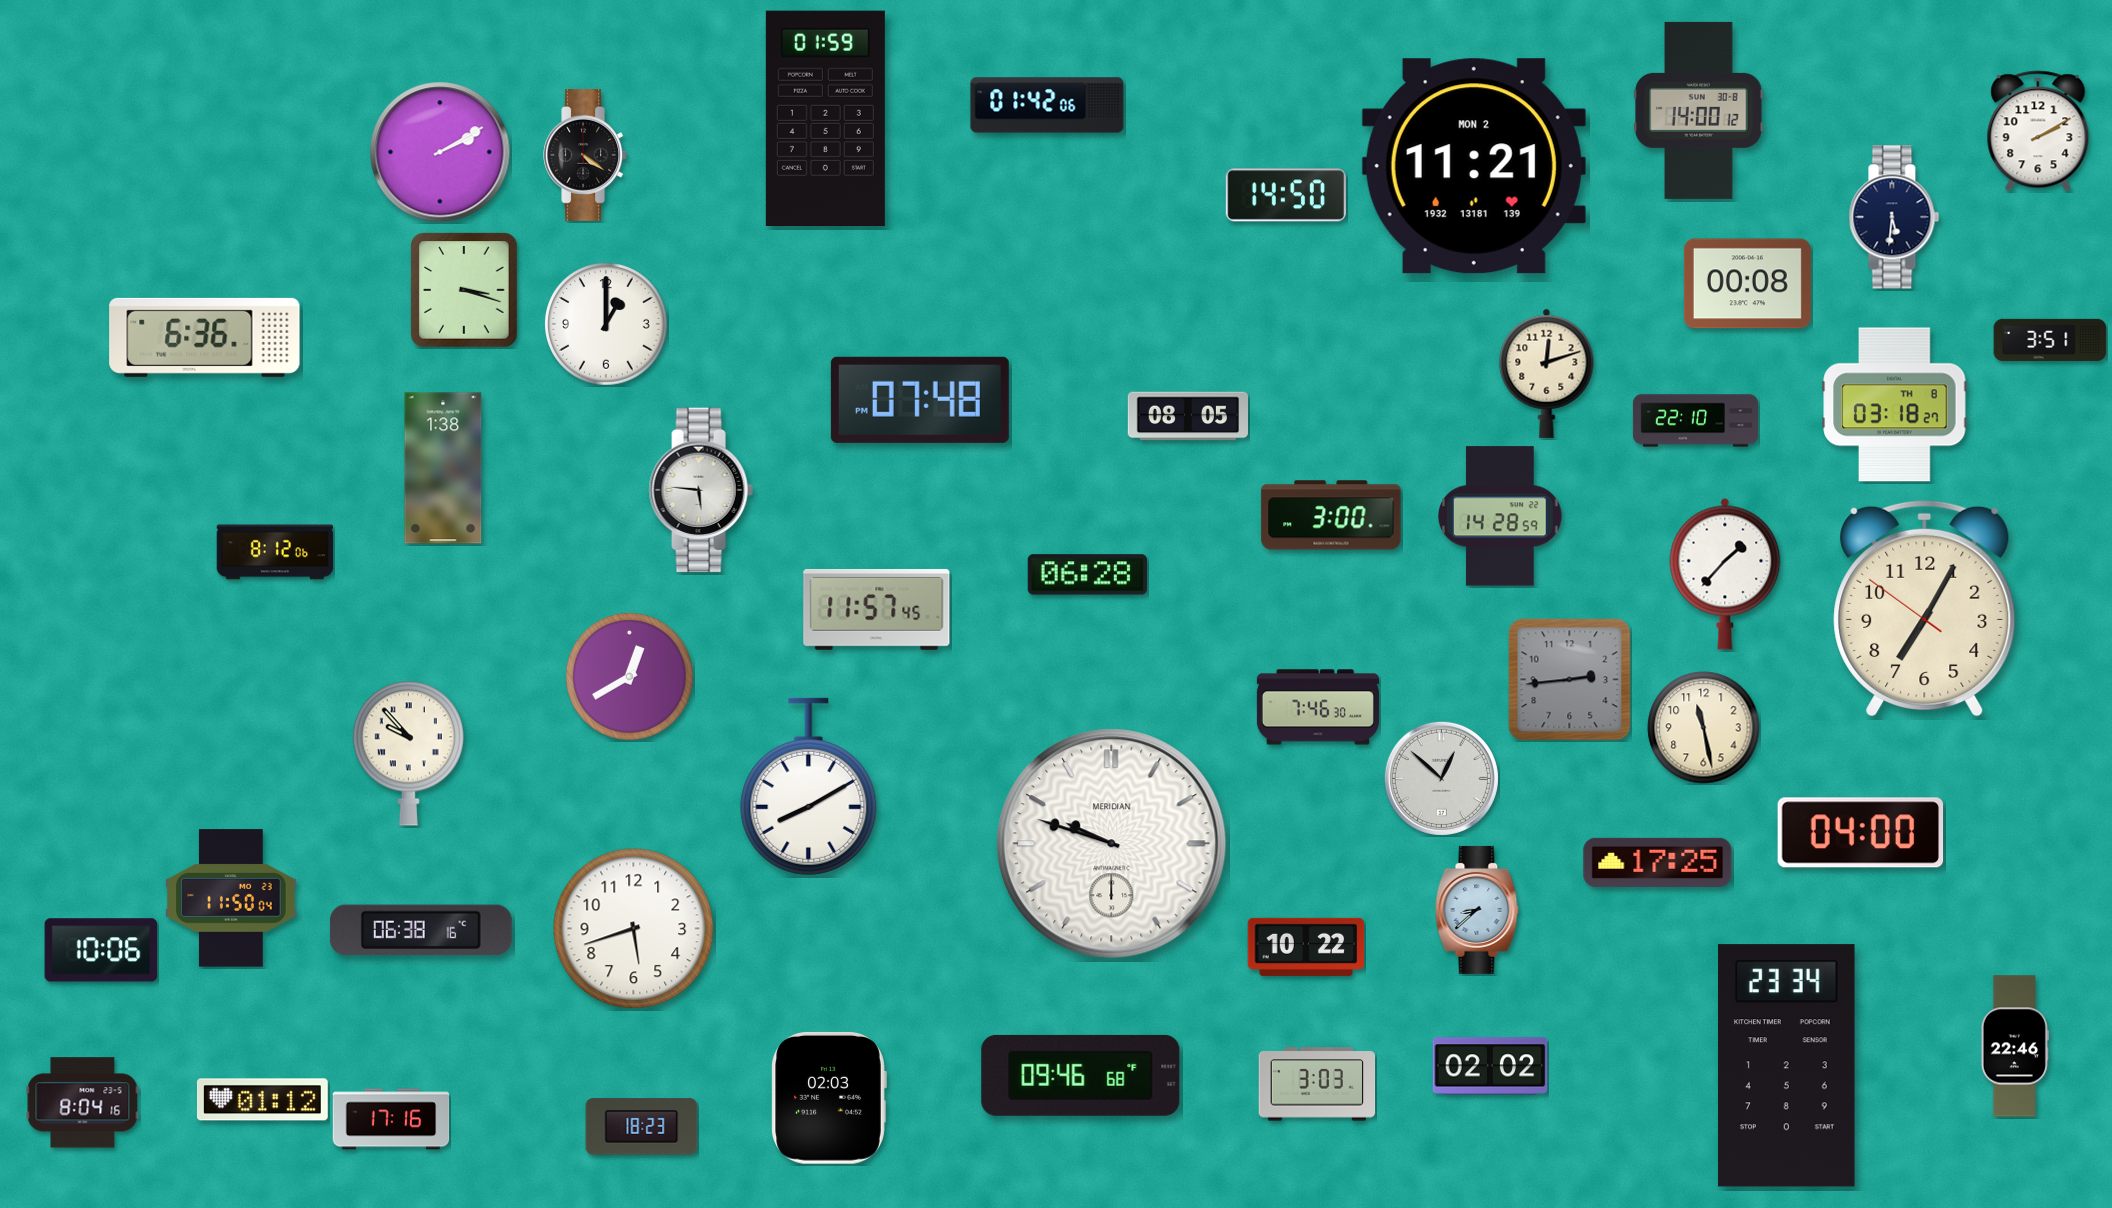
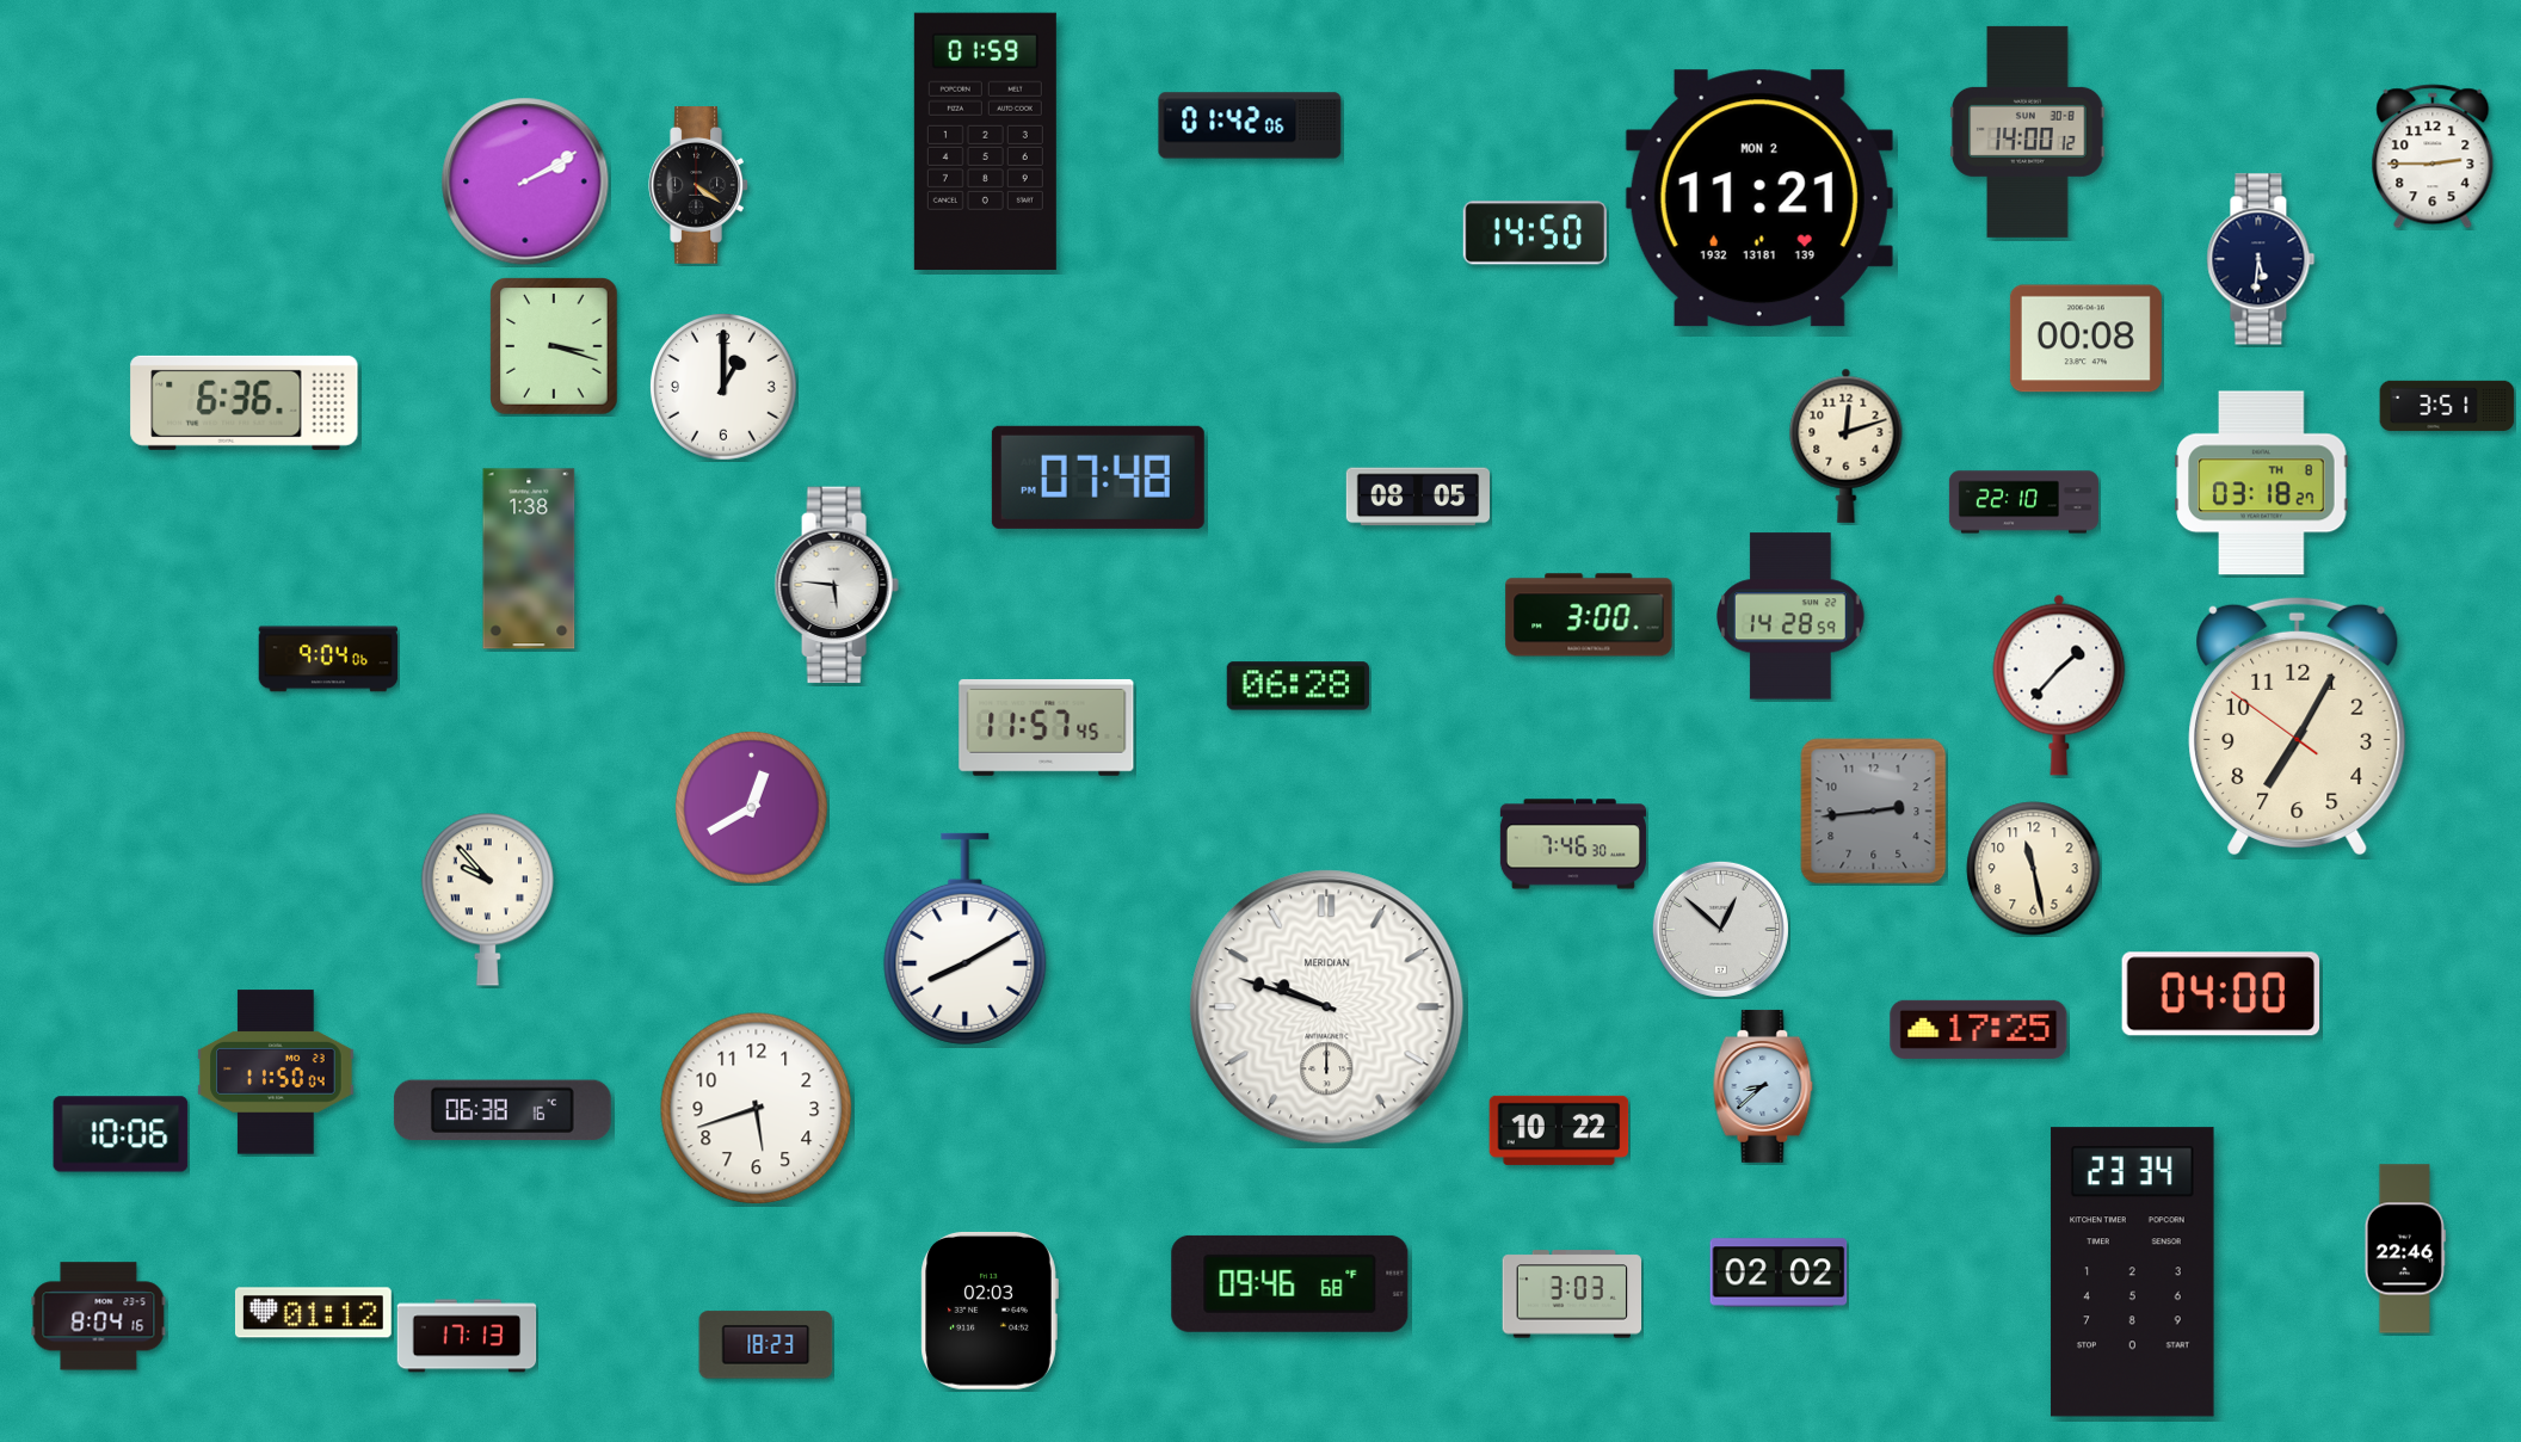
clock at (2038, 131): 2:10 -> 2:45
clock at (275, 552): 8:12 -> 9:04
clock at (391, 1119): 17:16 -> 17:13
